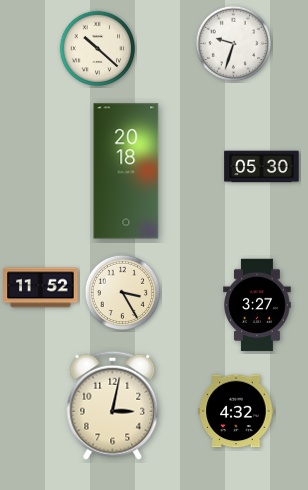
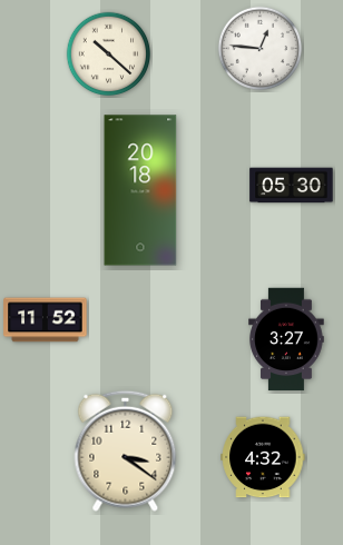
clock at (234, 44): 9:33 -> 12:46
clock at (123, 293): 3:25 -> none
clock at (113, 405): 3:02 -> 3:21
